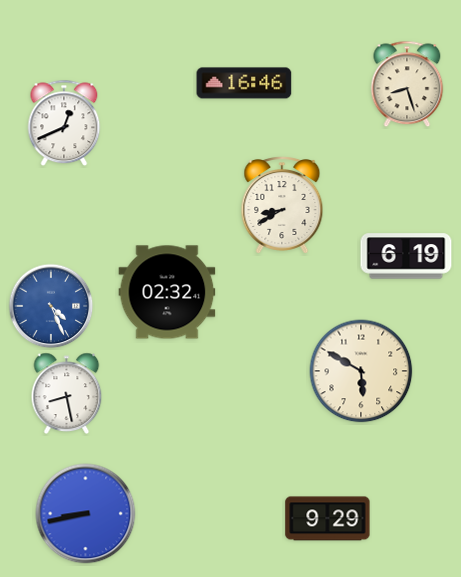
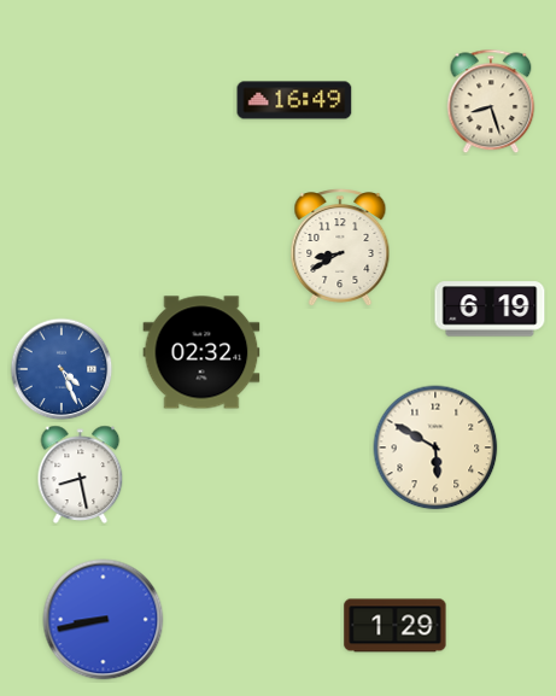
clock at (244, 83): 16:46 -> 16:49
clock at (64, 123): 12:41 -> none
clock at (328, 519): 9:29 -> 1:29
